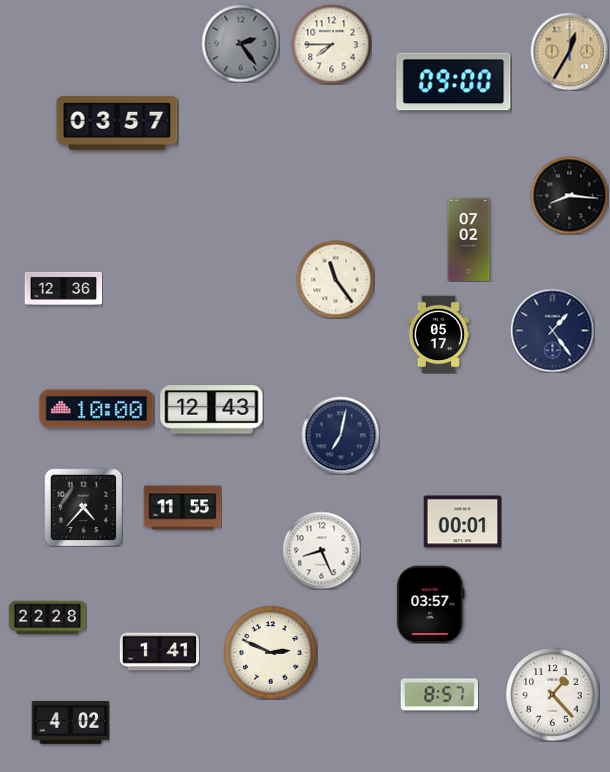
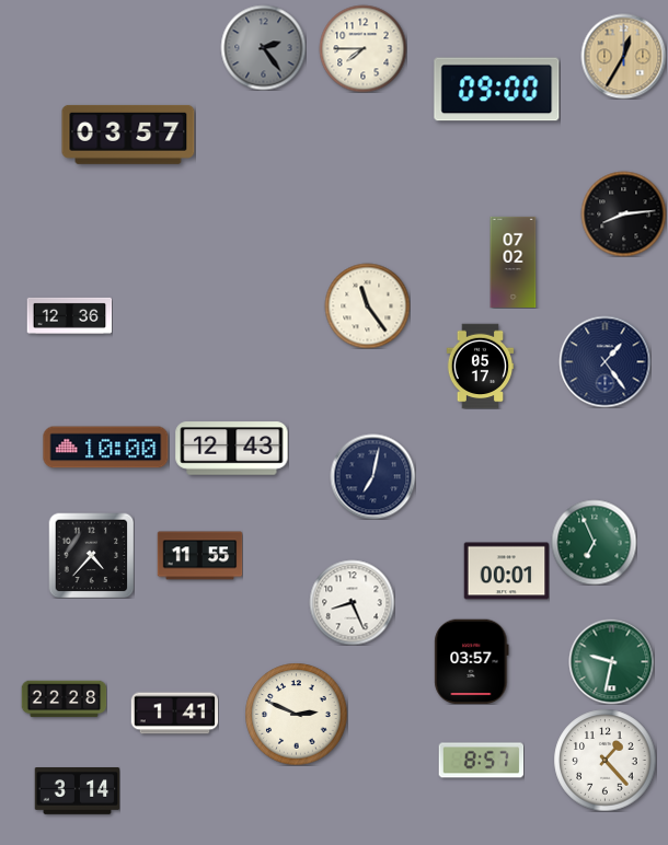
clock at (569, 195): 8:16 -> 8:14
clock at (594, 542): none -> 6:56
clock at (611, 661): none -> 9:32
clock at (47, 618) position: (47, 618) -> (64, 699)
clock at (70, 723): 4:02 -> 3:14
